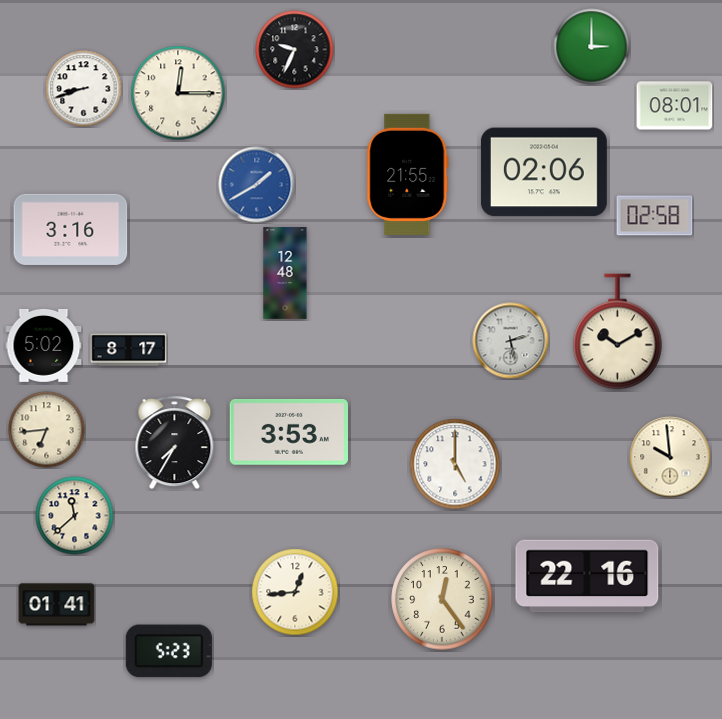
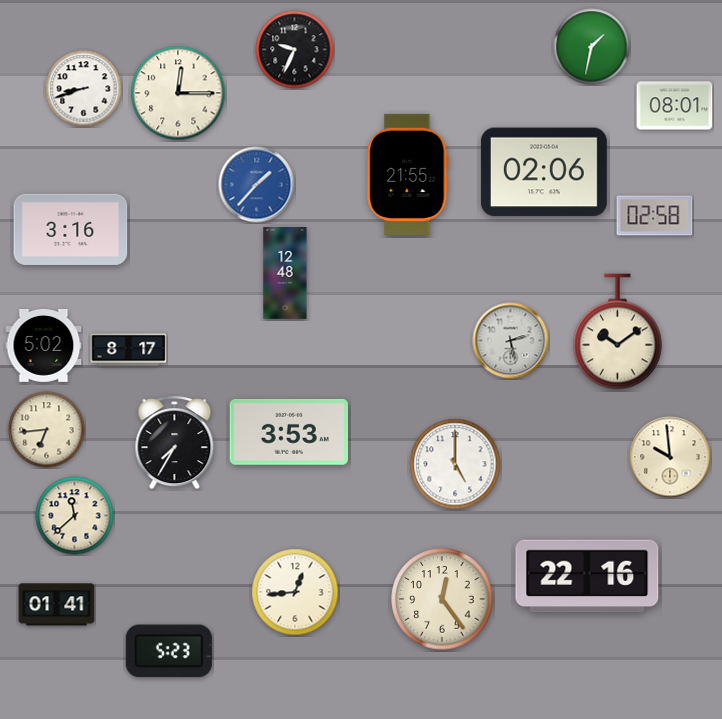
clock at (592, 47): 3:00 -> 1:32
clock at (257, 185): 1:40 -> 1:37
clock at (618, 332): 10:10 -> 10:09
